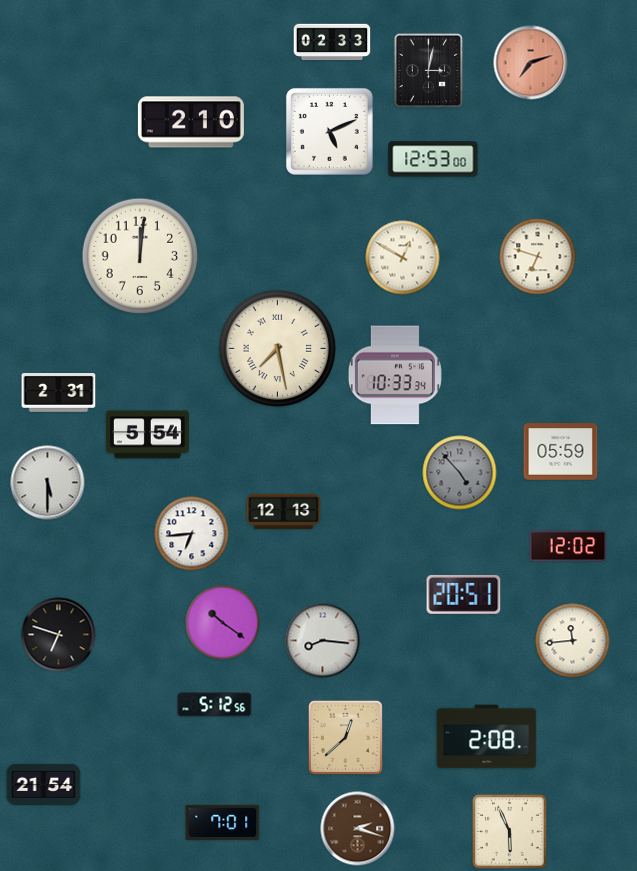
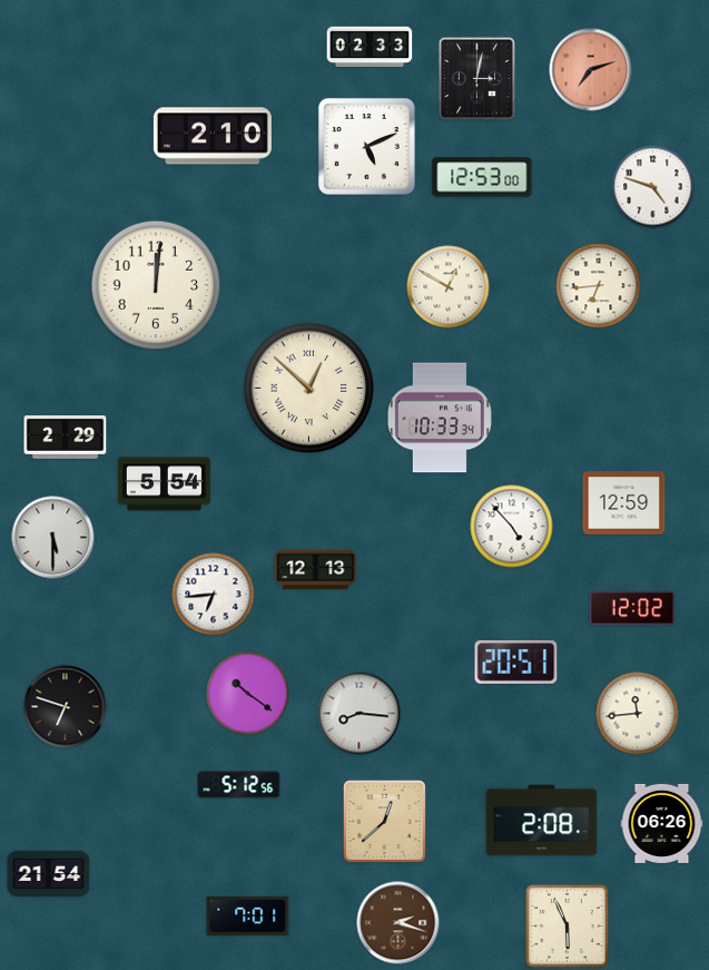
clock at (653, 187): none -> 4:48
clock at (538, 257): 6:48 -> 6:44
clock at (278, 349): 7:28 -> 12:52
clock at (59, 393): 2:31 -> 2:29
clock at (561, 452): 05:59 -> 12:59
clock at (460, 473) dial: grey -> white
clock at (662, 823): none -> 06:26
